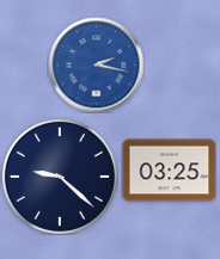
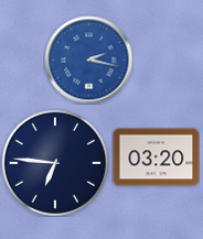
clock at (169, 171): 03:25 -> 03:20
clock at (60, 177): 9:22 -> 6:46
